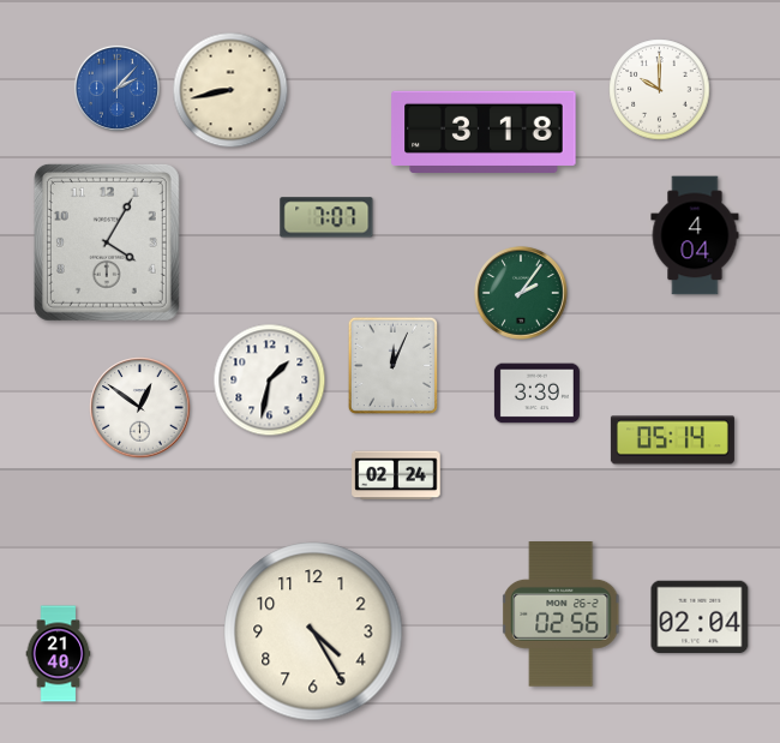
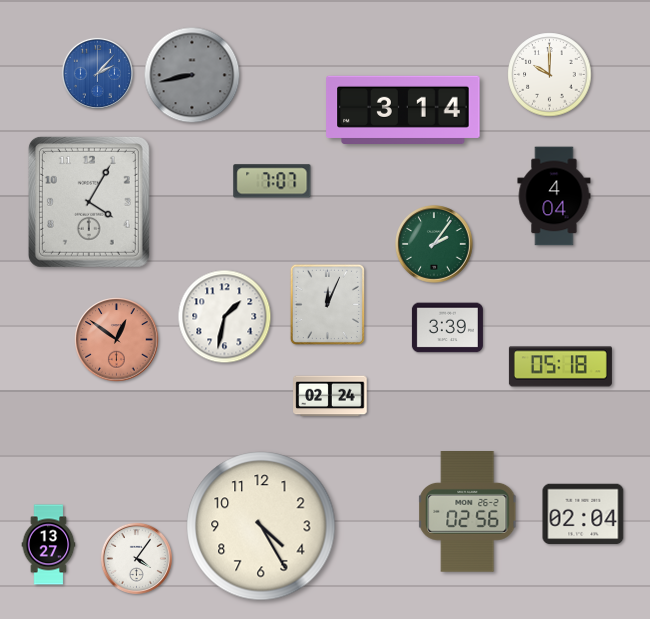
clock at (230, 90) dial: cream -> grey
clock at (484, 131): 3:18 -> 3:14
clock at (695, 235) position: (695, 235) -> (554, 196)
clock at (140, 408) dial: white -> salmon
clock at (672, 441): 05:14 -> 05:18
clock at (59, 654): 21:40 -> 13:27
clock at (136, 558): none -> 4:06
